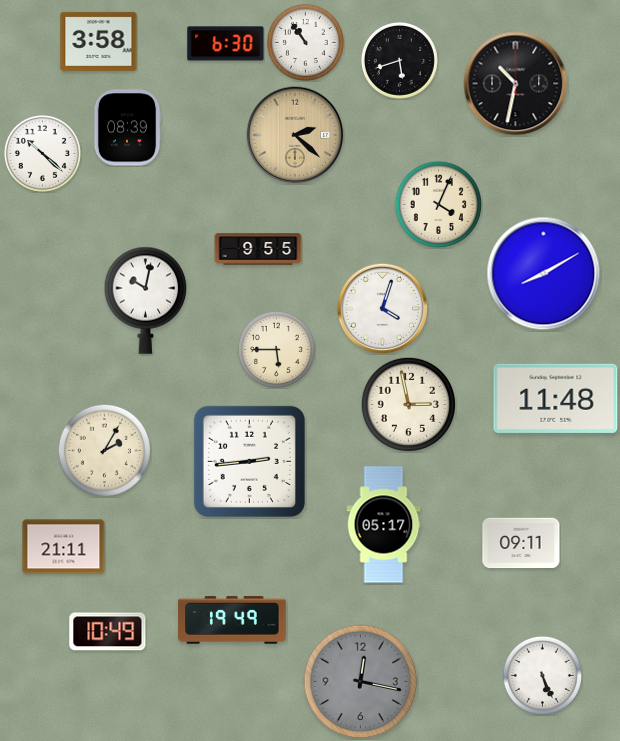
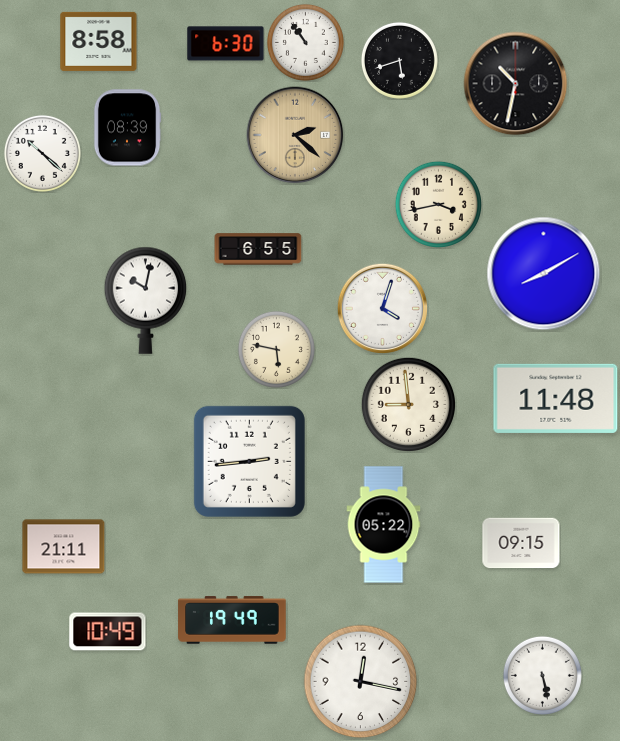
clock at (99, 41): 3:58 -> 8:58
clock at (438, 204): 4:04 -> 3:43
clock at (258, 249): 9:55 -> 6:55
clock at (276, 349): 5:45 -> 5:47
clock at (408, 404): 2:58 -> 8:59
clock at (104, 450): 2:05 -> none
clock at (384, 525): 05:17 -> 05:22
clock at (521, 543): 09:11 -> 09:15
clock at (542, 675): 5:26 -> 5:28
clock at (361, 682) dial: grey -> white
